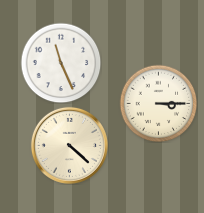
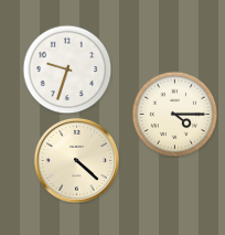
clock at (61, 63): 11:26 -> 9:33
clock at (158, 103): 3:15 -> 4:15
